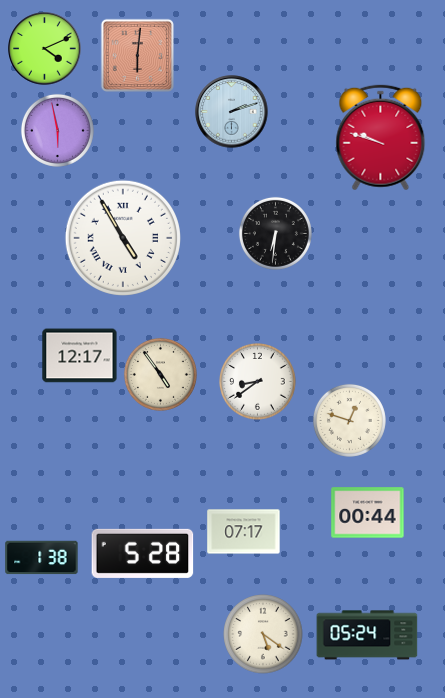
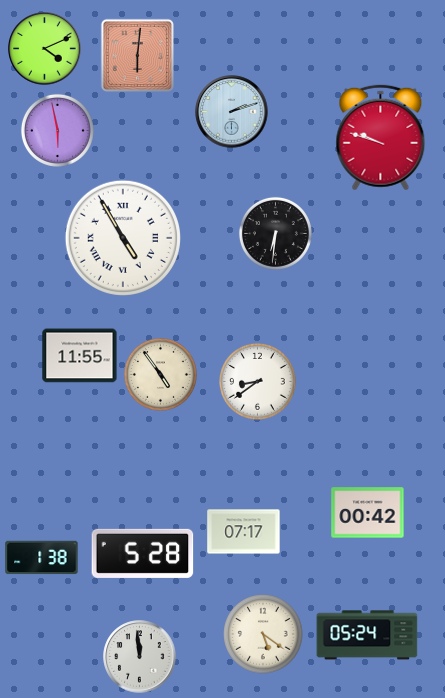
clock at (80, 356): 12:17 -> 11:55
clock at (349, 420): 12:48 -> none
clock at (368, 513): 00:44 -> 00:42
clock at (140, 657): none -> 11:59
